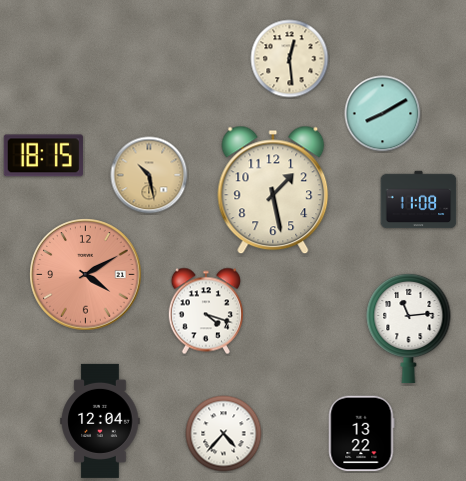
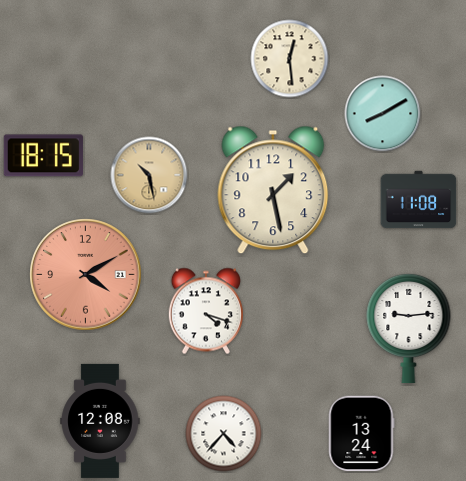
clock at (409, 328): 11:14 -> 9:14
clock at (100, 421): 12:04 -> 12:08
clock at (361, 434): 13:22 -> 13:24
